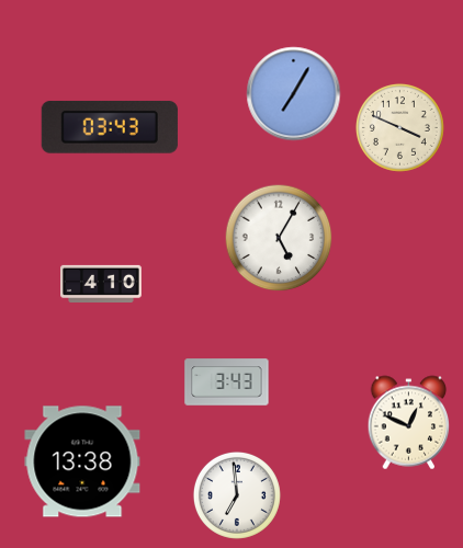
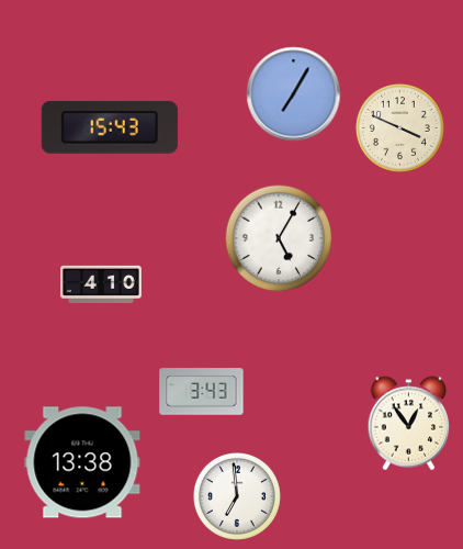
clock at (110, 127): 03:43 -> 15:43
clock at (227, 383) position: (227, 383) -> (202, 392)
clock at (409, 423): 12:49 -> 12:54
